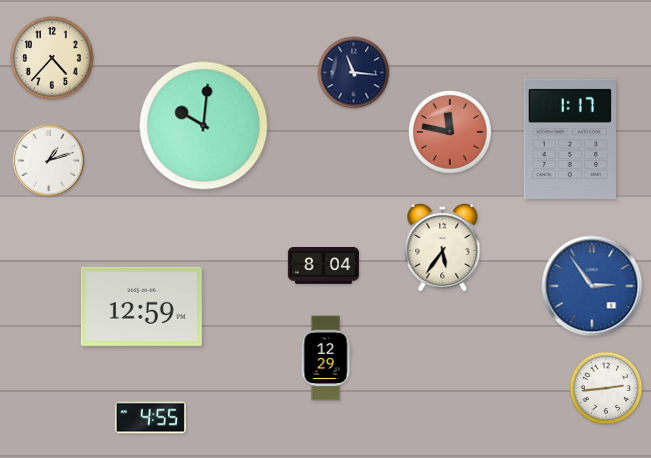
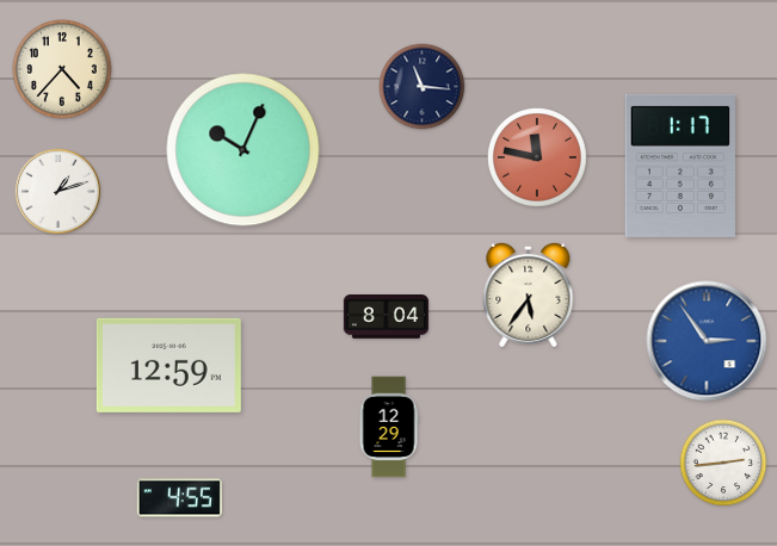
clock at (204, 126): 10:01 -> 10:04
